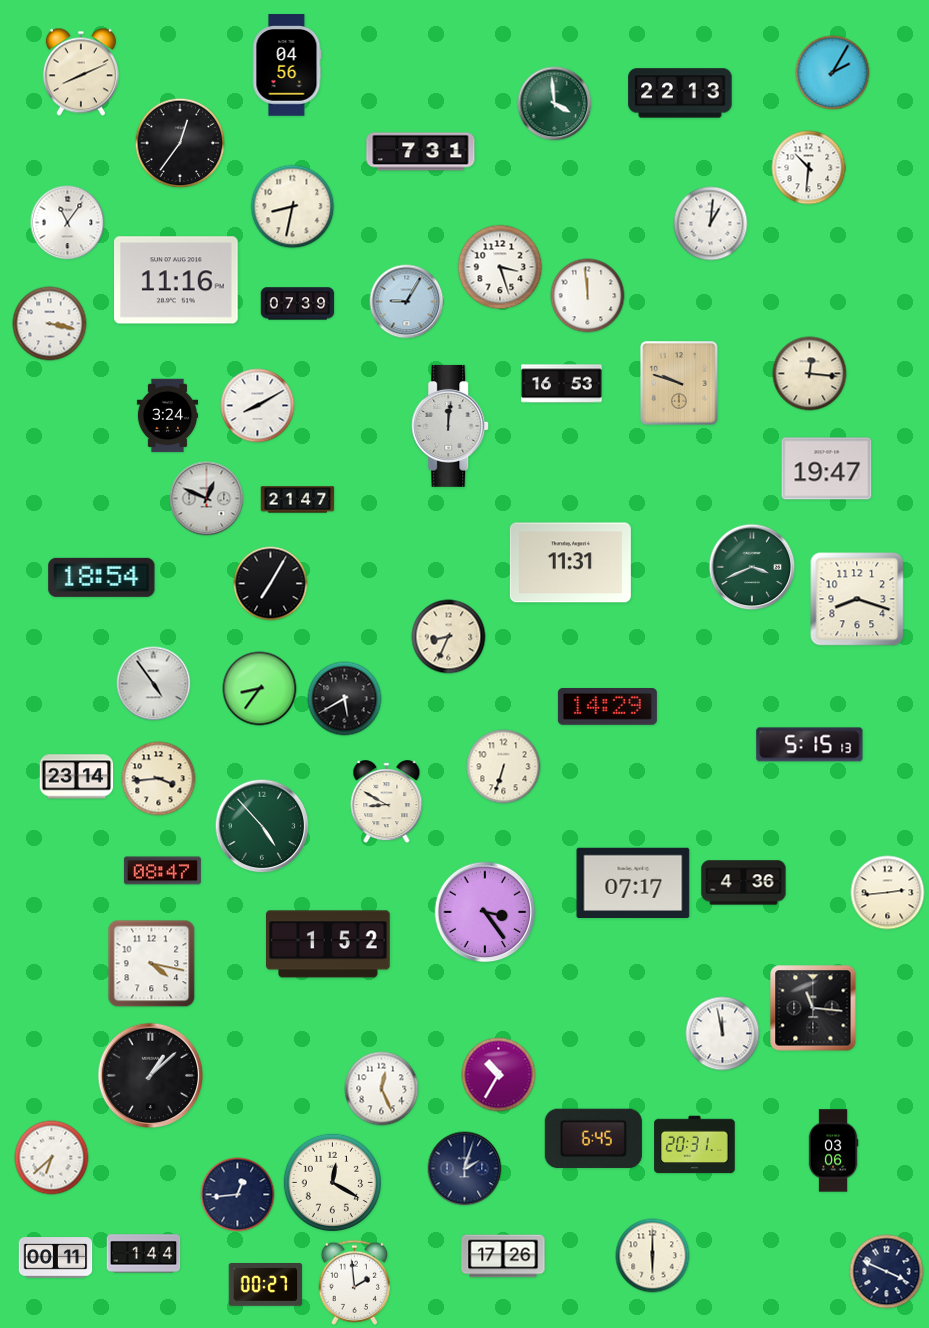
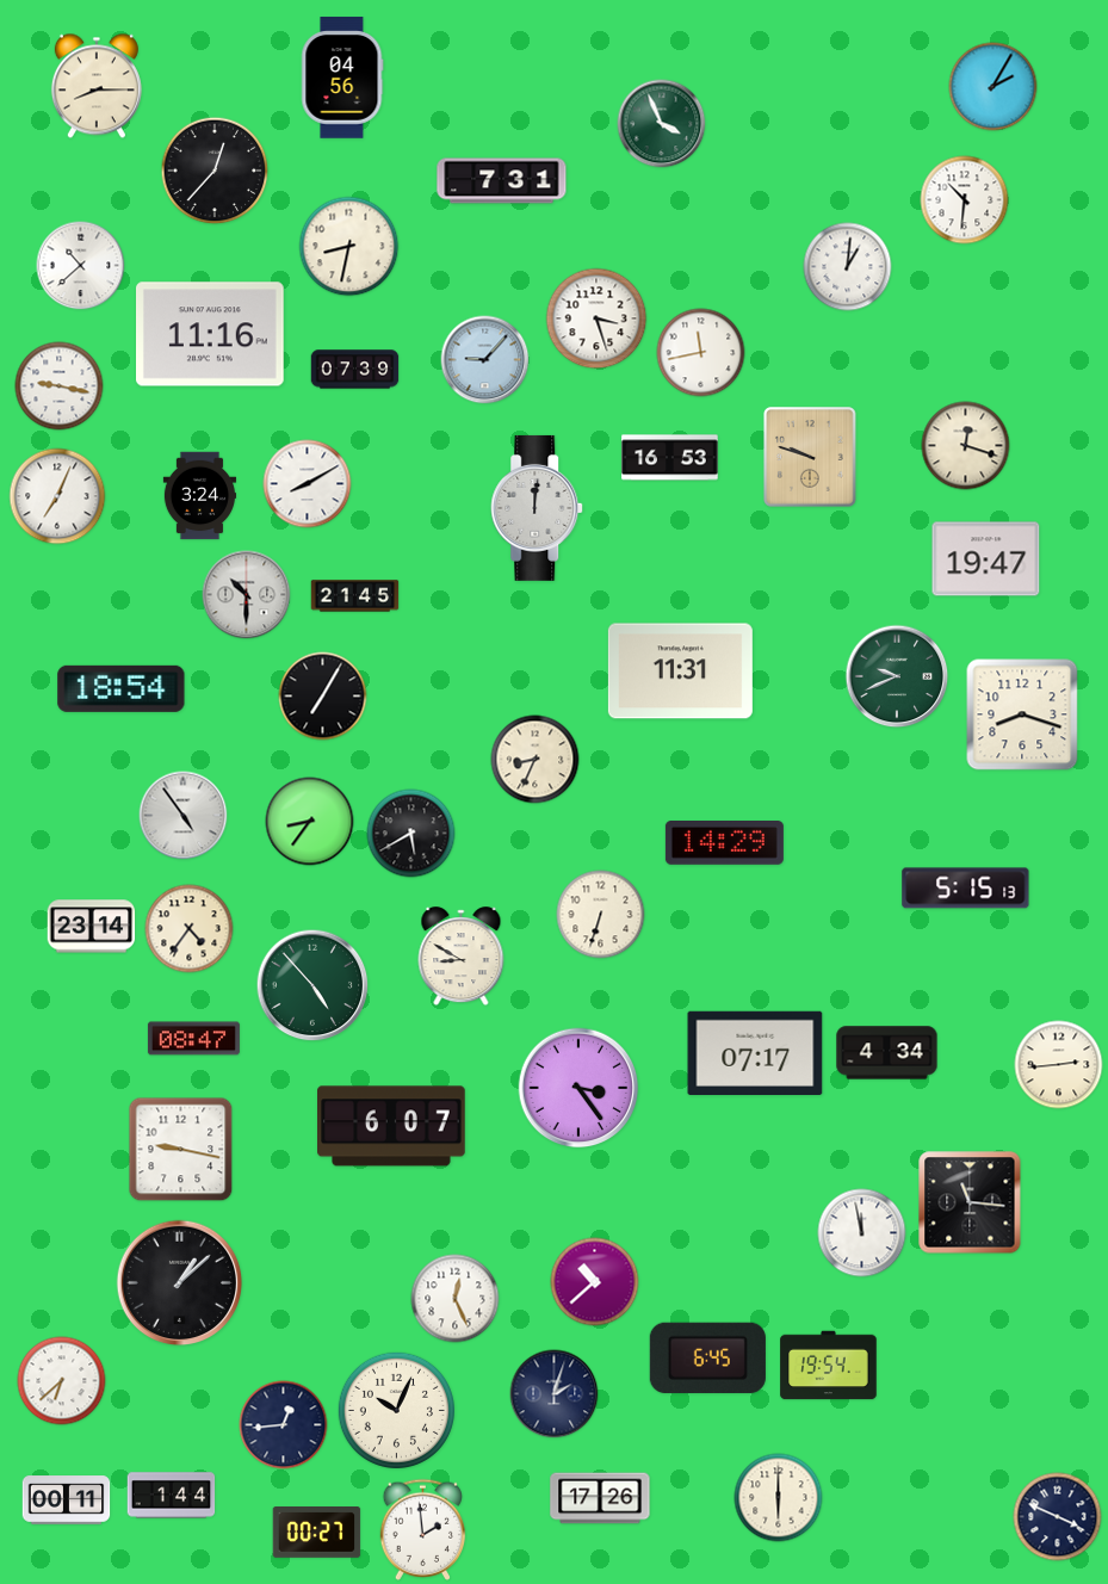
clock at (81, 72): 8:11 -> 8:15
clock at (680, 93): 22:13 -> none
clock at (555, 104): 3:59 -> 3:56
clock at (180, 143): 12:36 -> 12:37
clock at (68, 223): 11:06 -> 10:38
clock at (588, 296): 11:59 -> 11:43
clock at (407, 302): 9:05 -> 9:07
clock at (298, 304) position: (298, 304) -> (355, 370)
clock at (50, 324): 3:17 -> 9:17
clock at (810, 374): 12:16 -> 12:18
clock at (57, 496): none -> 7:04
clock at (207, 499): 12:49 -> 10:30
clock at (298, 500): 21:47 -> 21:45
clock at (752, 567): 3:41 -> 9:41
clock at (159, 779): 3:44 -> 4:36
clock at (744, 883): 4:36 -> 4:34
clock at (329, 944): 1:52 -> 6:07
clock at (152, 964): 4:17 -> 9:17
clock at (499, 1075): 10:35 -> 10:38
clock at (695, 1145): 20:31 -> 19:54
clock at (833, 1151): 03:06 -> none
clock at (332, 1182): 12:20 -> 10:04
